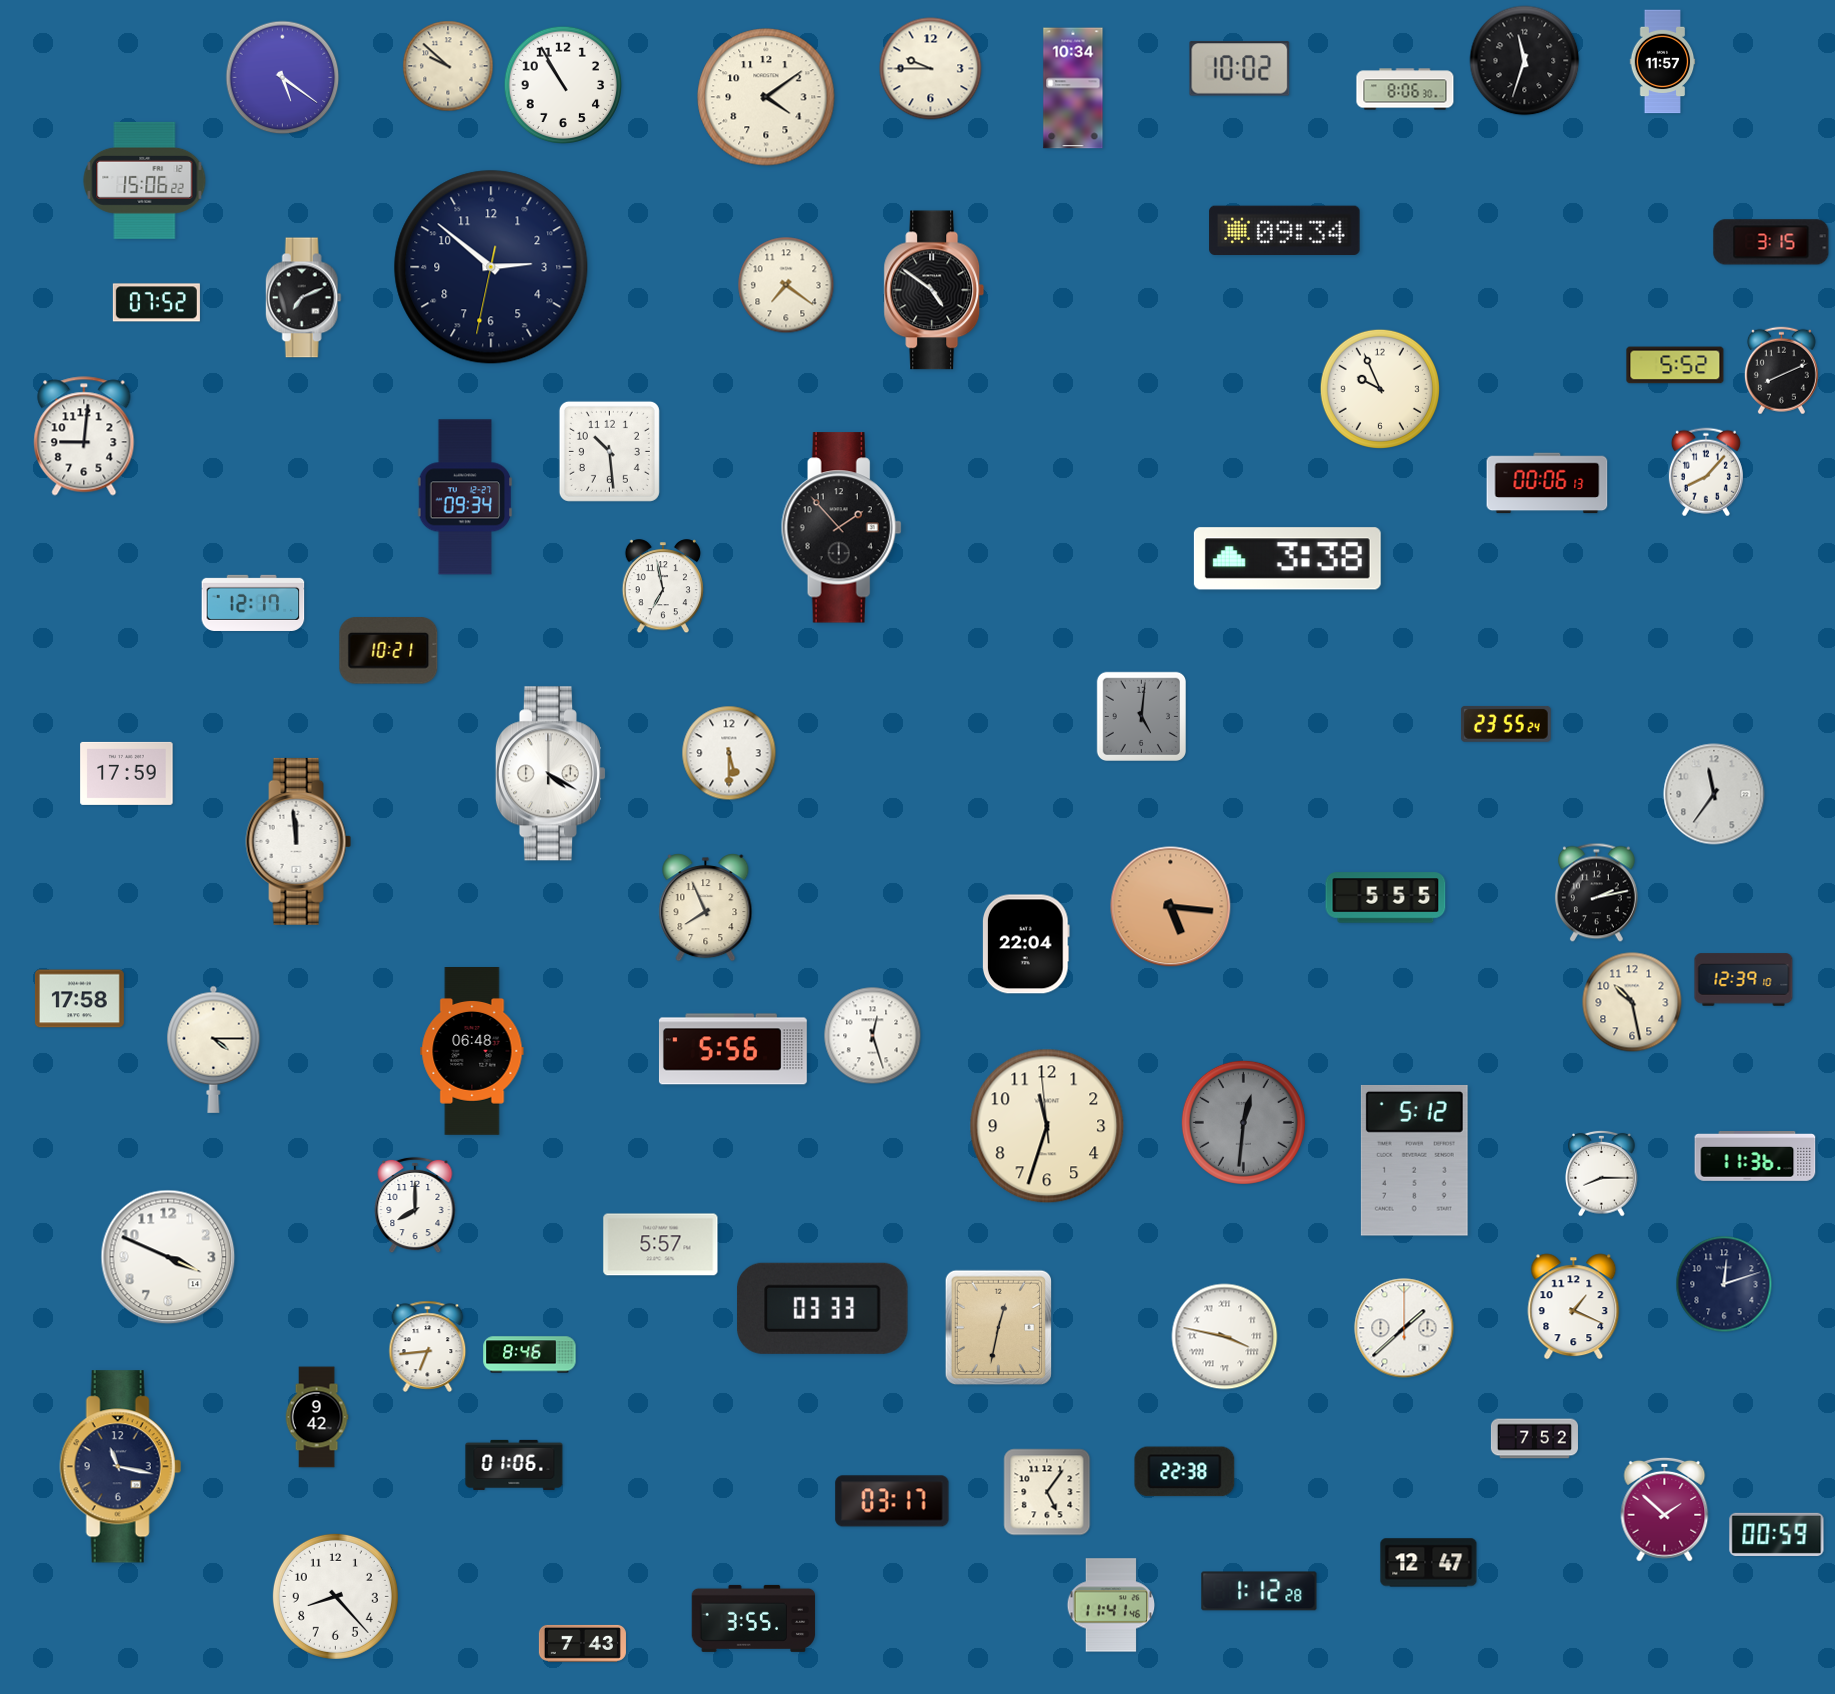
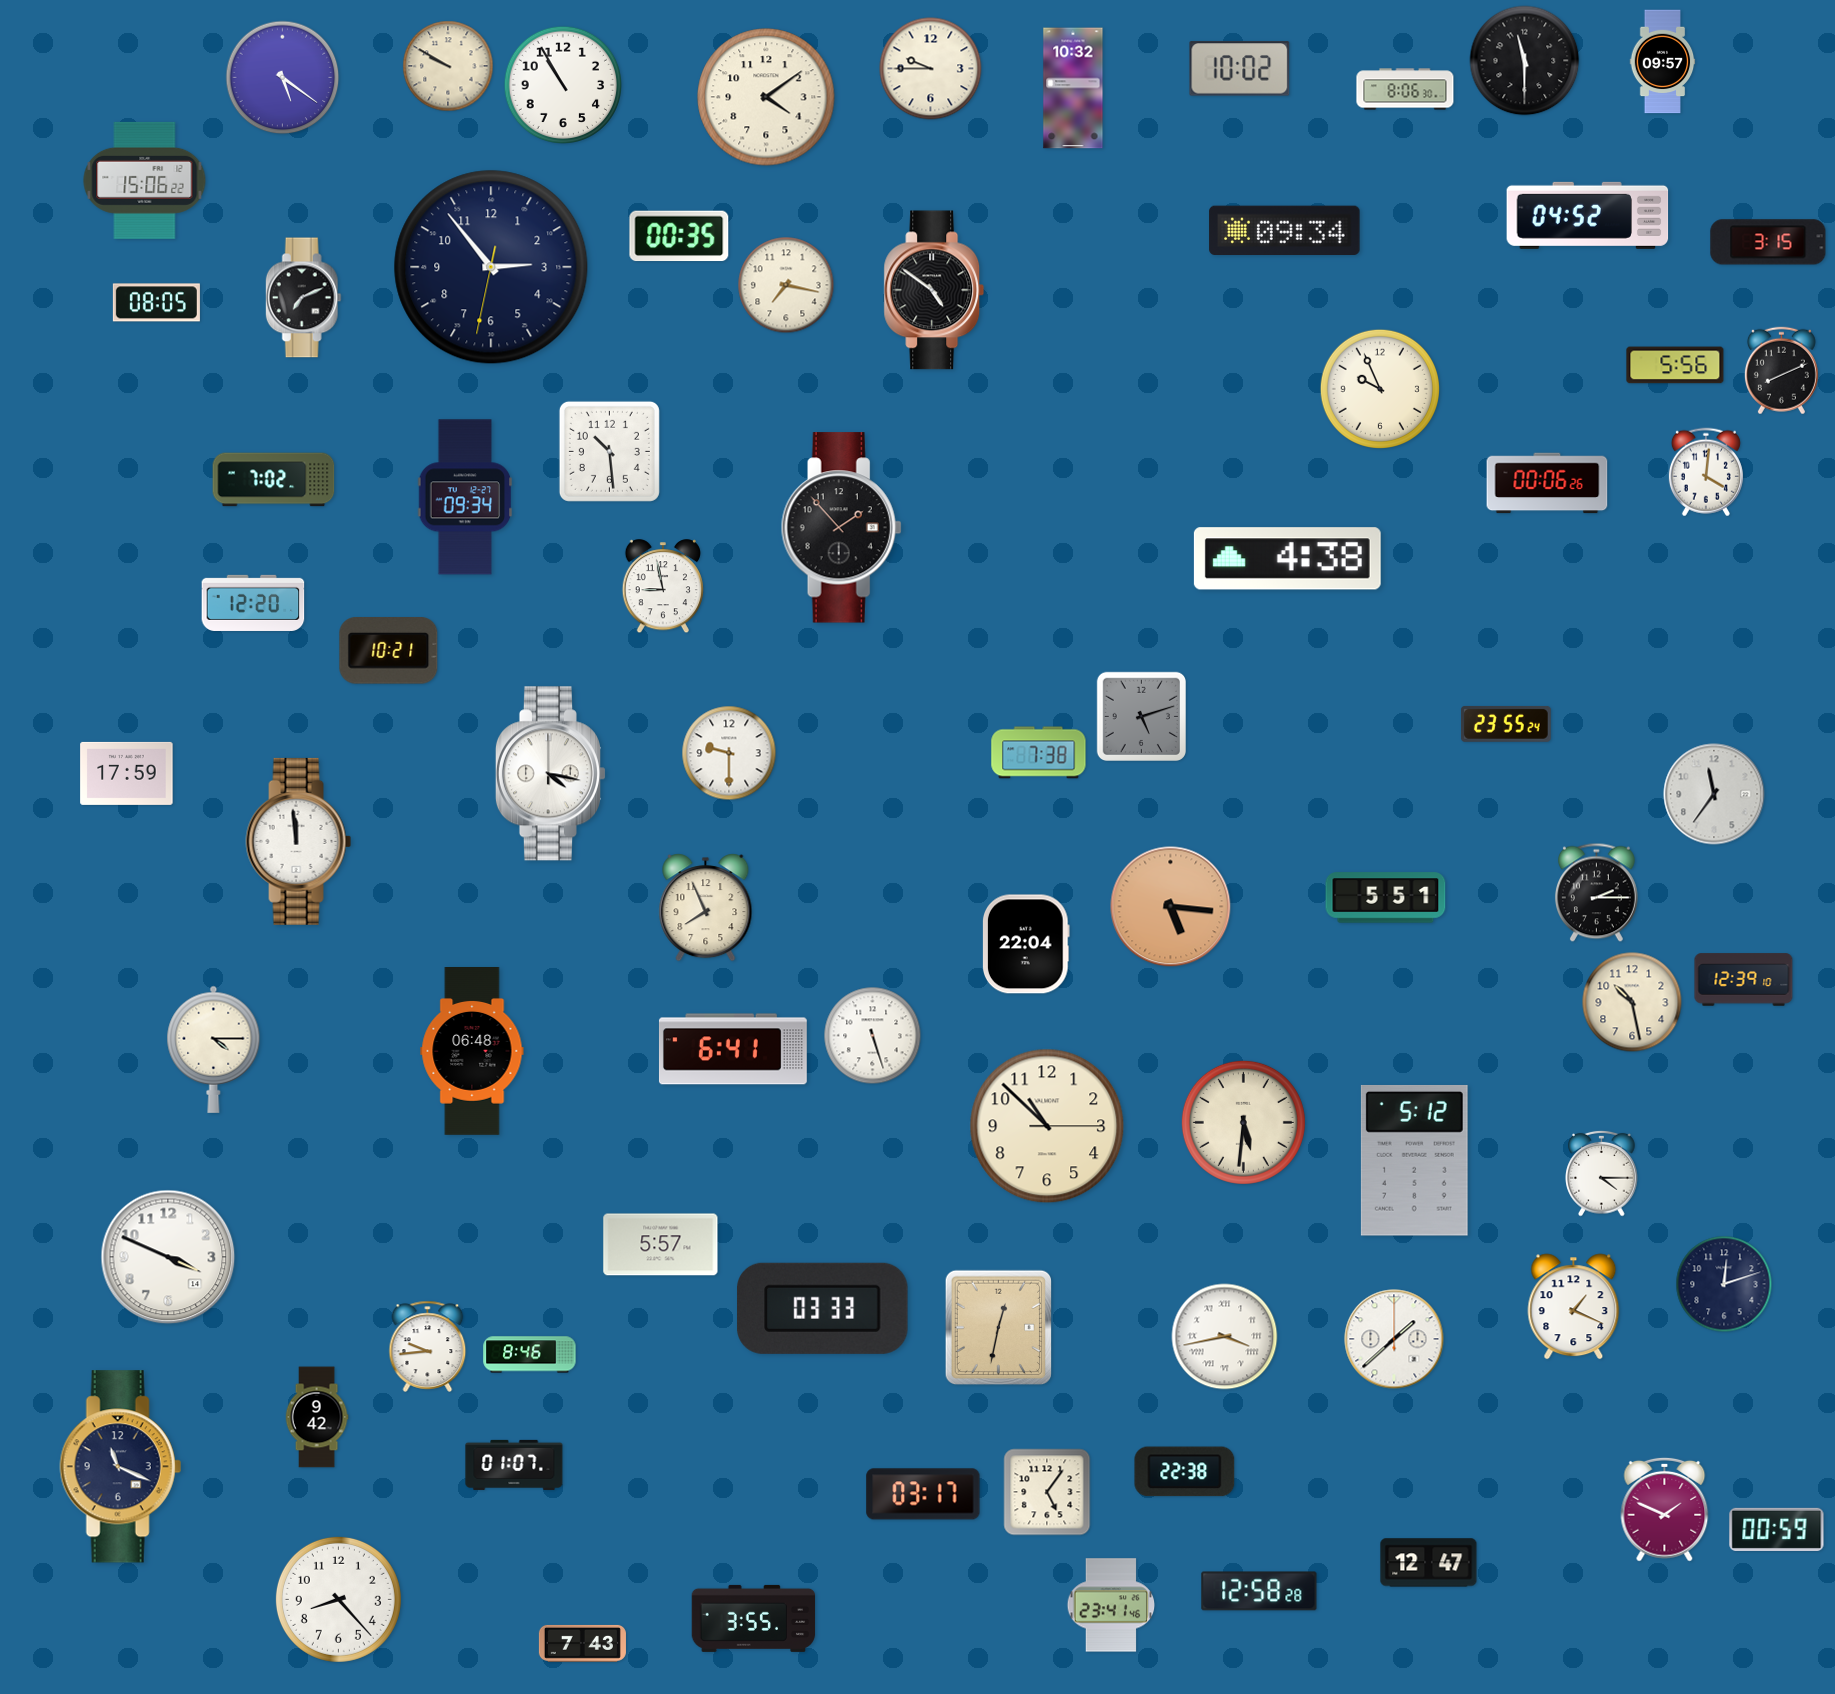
clock at (1525, 61): 11:33 -> 11:30
clock at (1663, 62): 11:57 -> 09:57
clock at (448, 66): 9:52 -> 9:50
clock at (1073, 88): 10:34 -> 10:32
clock at (1588, 215): none -> 04:52
clock at (679, 236): none -> 00:35
clock at (1771, 242) position: (1771, 242) -> (1768, 242)
clock at (491, 267): 2:51 -> 2:53
clock at (786, 285): 7:21 -> 7:17
clock at (156, 303): 07:52 -> 08:05
clock at (1675, 365): 5:52 -> 5:56
clock at (84, 436): 9:01 -> none
clock at (1706, 472): 8:07 -> 4:01
clock at (274, 480): none -> 7:02
clock at (1547, 483): 00:06:13 -> 00:06:26
clock at (1287, 559): 3:38 -> 4:38
clock at (662, 587): 6:58 -> 8:58
clock at (253, 603): 12:17 -> 12:20
clock at (1141, 716): 5:01 -> 5:12
clock at (729, 753): 5:30 -> 9:30
clock at (1039, 753): none -> 7:38
clock at (550, 774): 4:20 -> 4:17
clock at (1596, 893): 2:13 -> 2:15
clock at (1386, 898): 5:55 -> 5:51
clock at (79, 999): 17:58 -> none
clock at (873, 1036): 12:27 -> 5:27
clock at (733, 1049): 5:56 -> 6:41
clock at (1243, 1122): 12:31 -> 5:31
clock at (1243, 1122) dial: grey -> cream
clock at (1047, 1126): 11:32 -> 10:52
clock at (1755, 1157): 11:36 -> none
clock at (1602, 1173): 8:15 -> 4:15
clock at (415, 1205): 8:00 -> none
clock at (1404, 1328) position: (1404, 1328) -> (1394, 1339)
clock at (1225, 1337): 3:47 -> 3:43
clock at (428, 1346): 6:44 -> 9:44
clock at (1534, 1439): 7:52 -> none
clock at (514, 1465): 01:06 -> 01:07
clock at (120, 1467): 11:17 -> 11:19
clock at (892, 1501) position: (892, 1501) -> (923, 1494)
clock at (1665, 1509): 1:52 -> 1:49
clock at (1777, 1534) position: (1777, 1534) -> (1777, 1529)
clock at (1259, 1591): 1:12 -> 12:58
clock at (335, 1596) position: (335, 1596) -> (338, 1599)
clock at (1111, 1605): 11:41 -> 23:41
